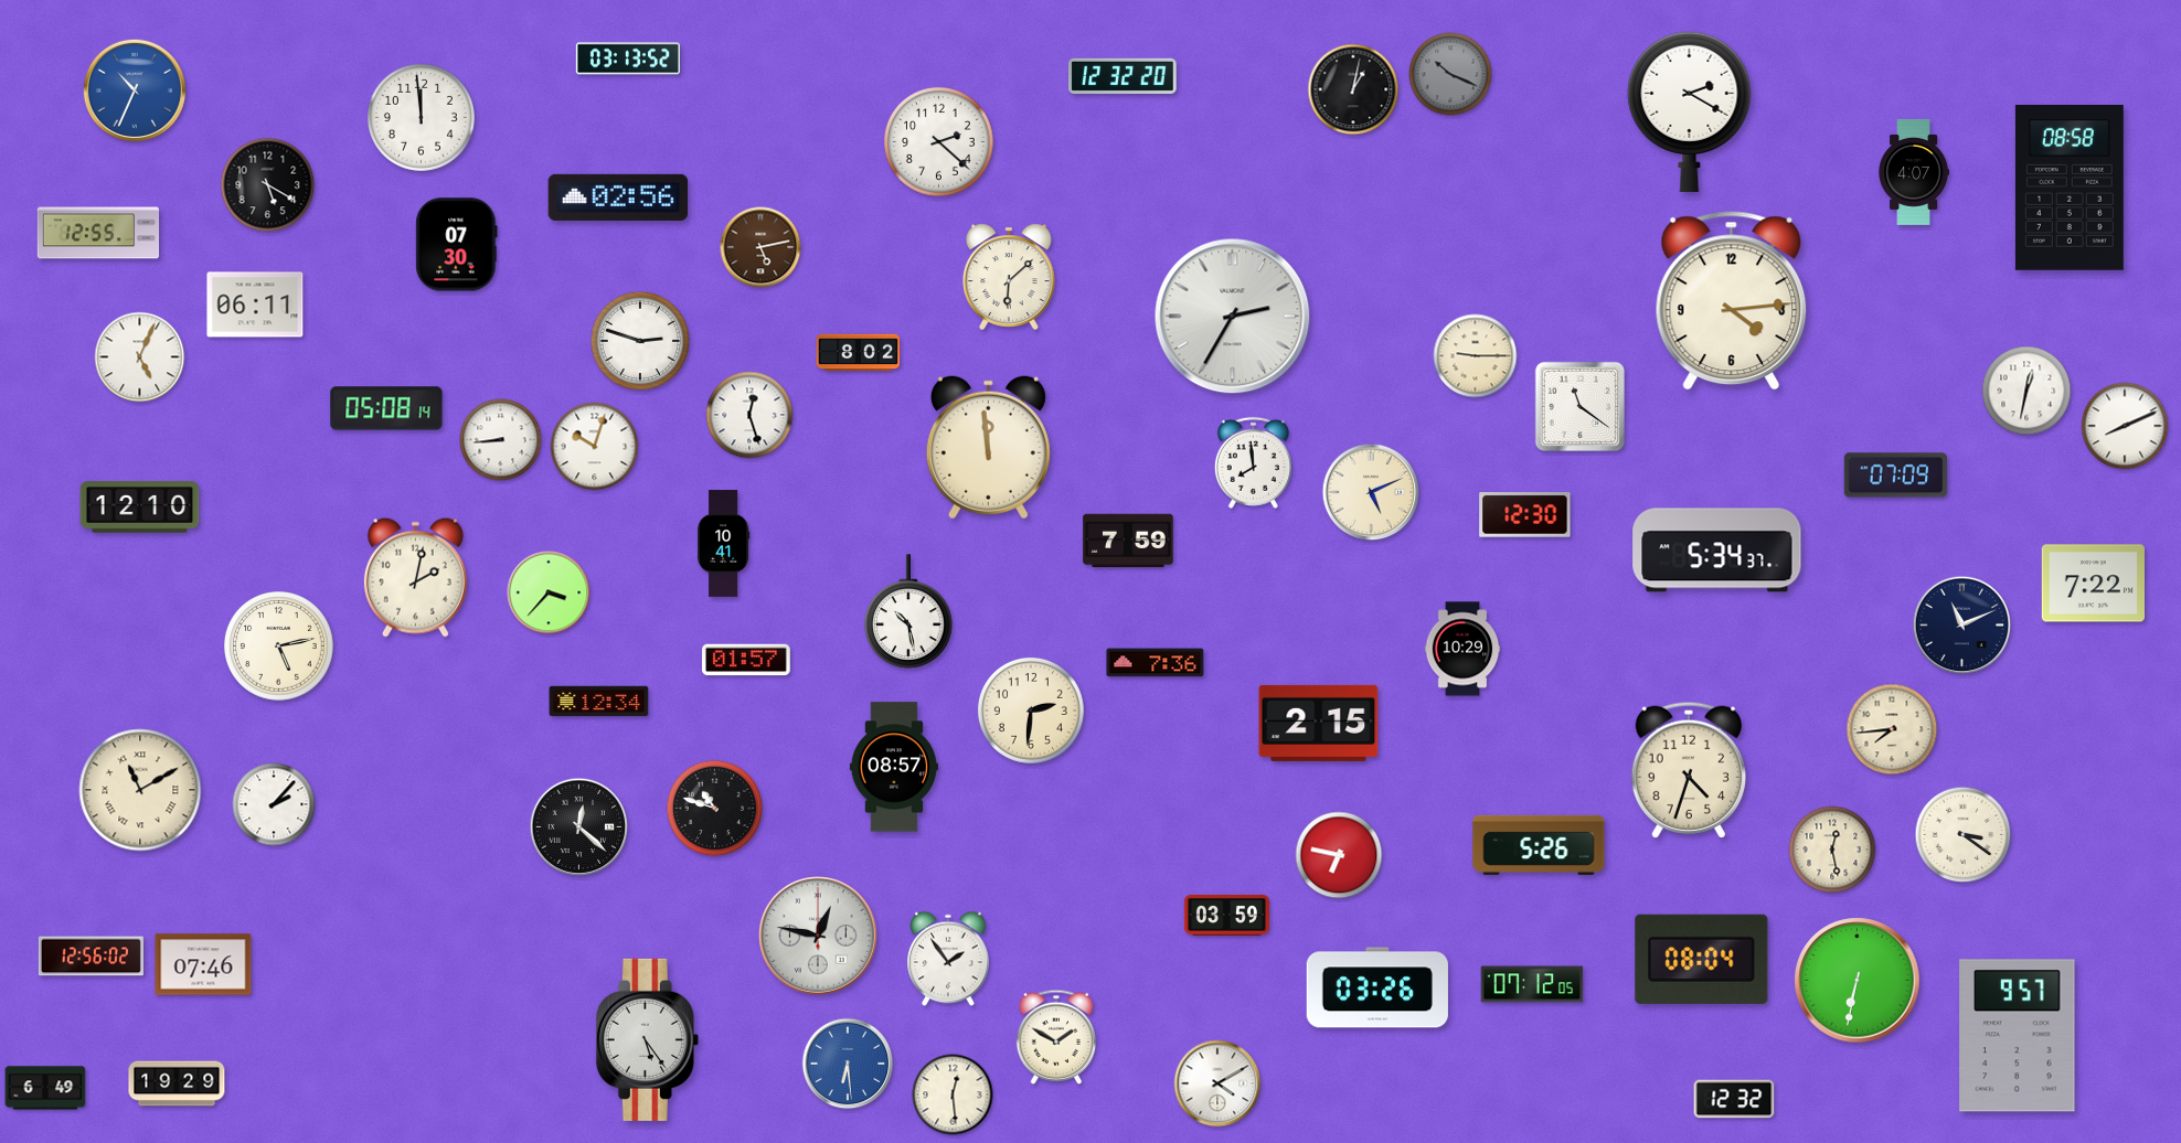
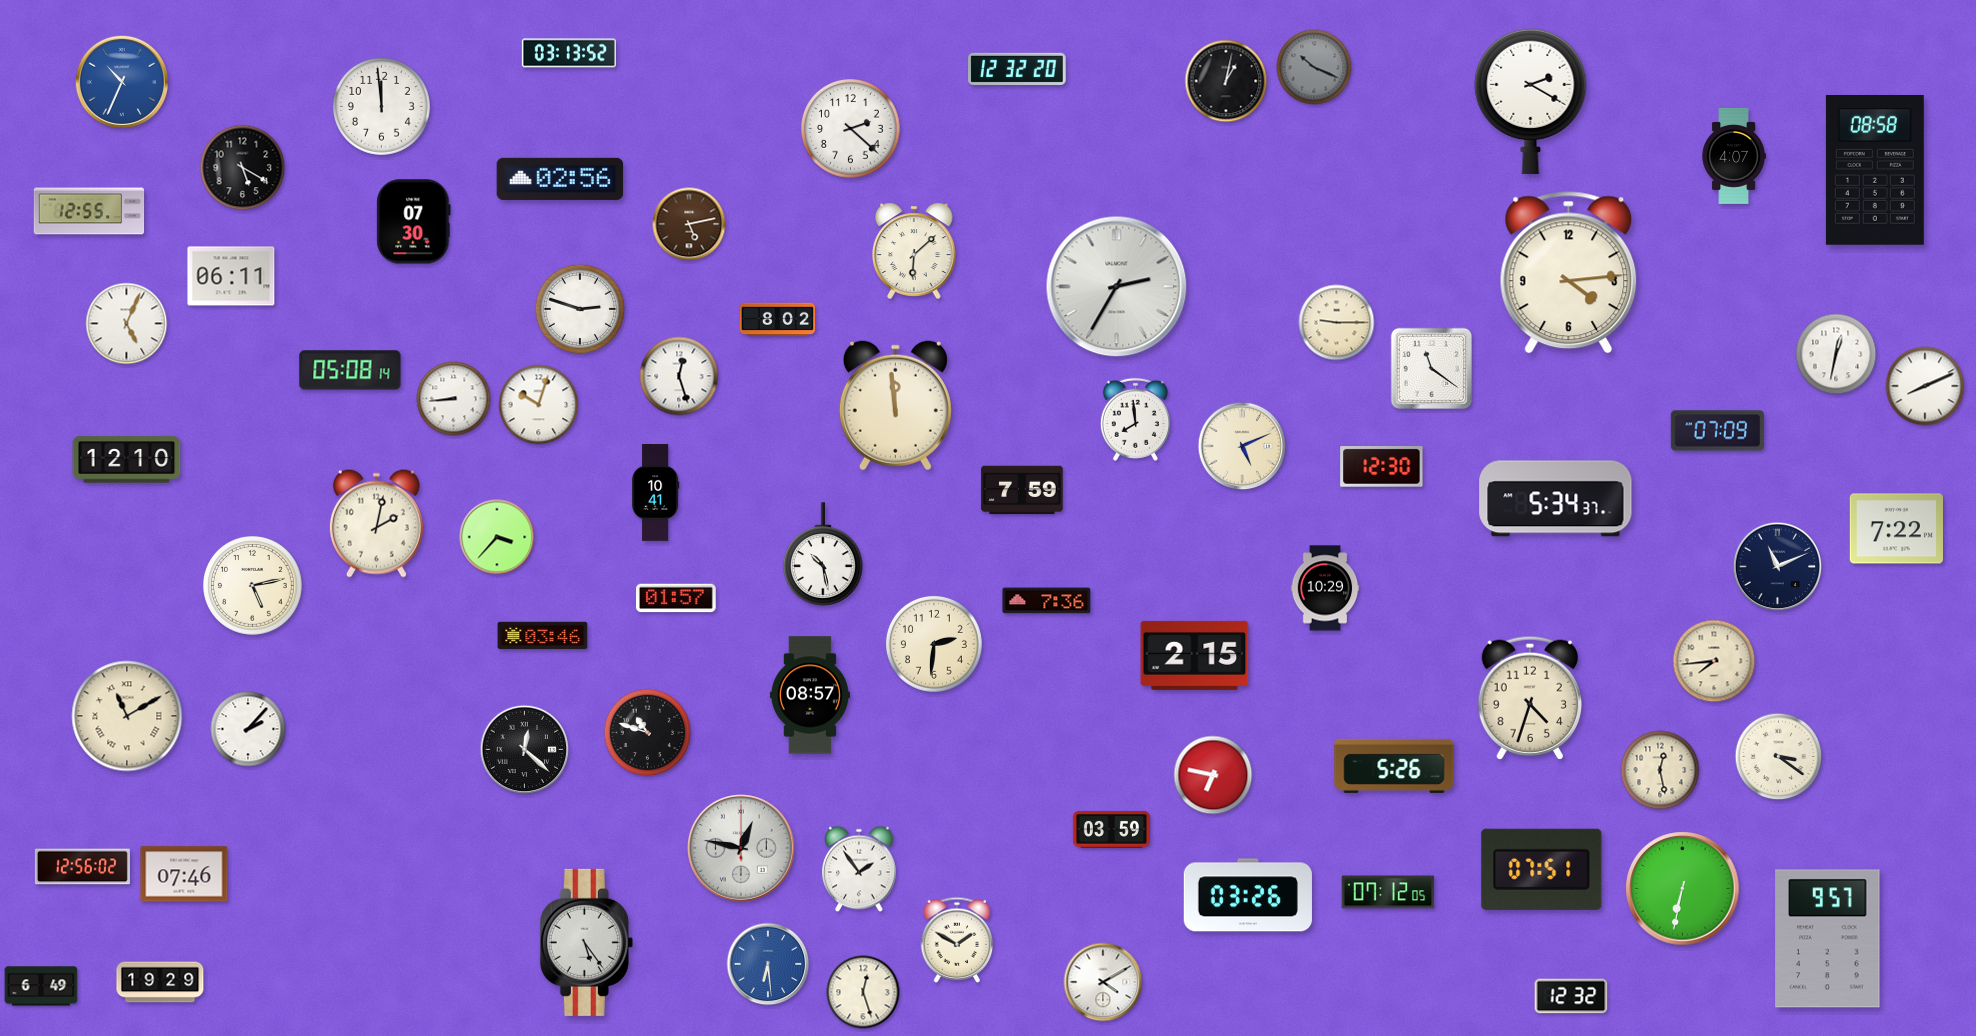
clock at (599, 702): 12:34 -> 03:46
clock at (1702, 959): 08:04 -> 07:51
clock at (953, 1094): 12:29 -> 12:27
